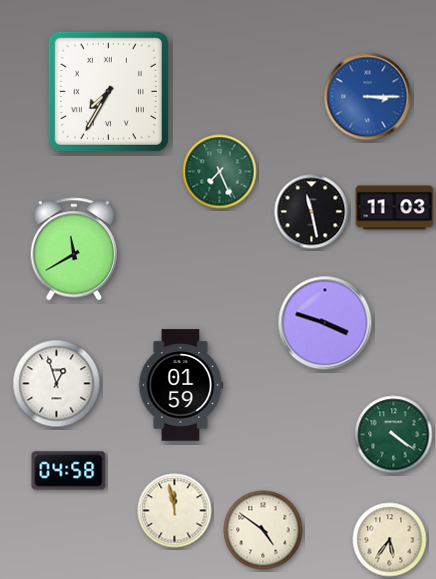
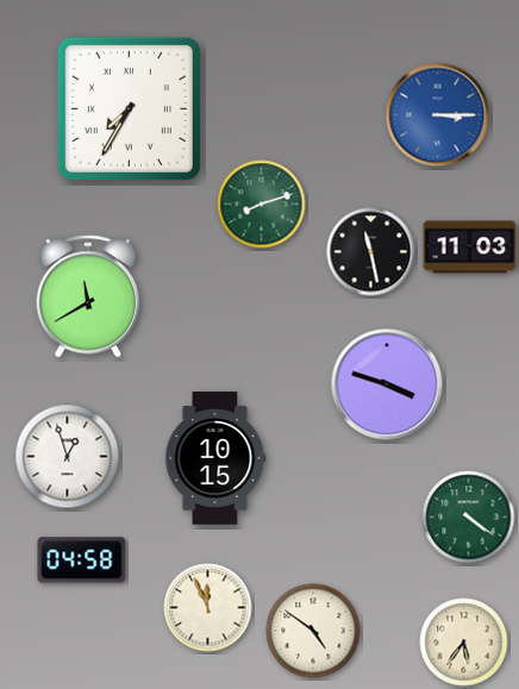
clock at (220, 172): 7:26 -> 8:12
clock at (181, 385): 01:59 -> 10:15
clock at (175, 511): 11:58 -> 11:56
